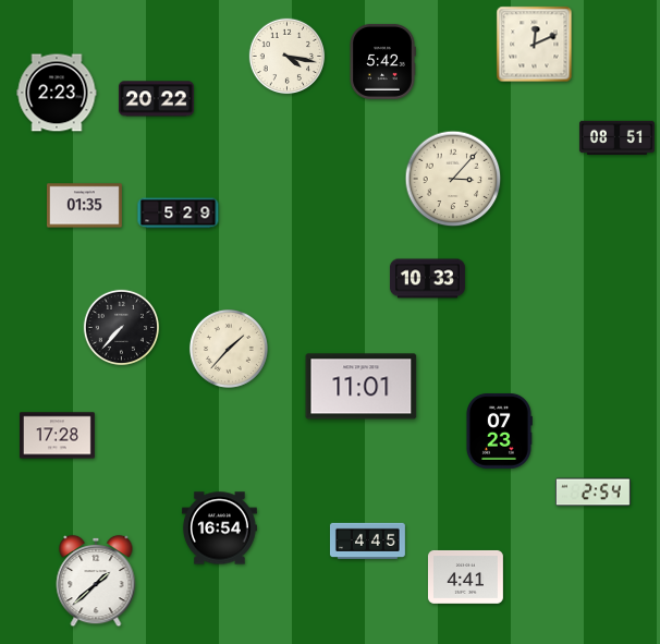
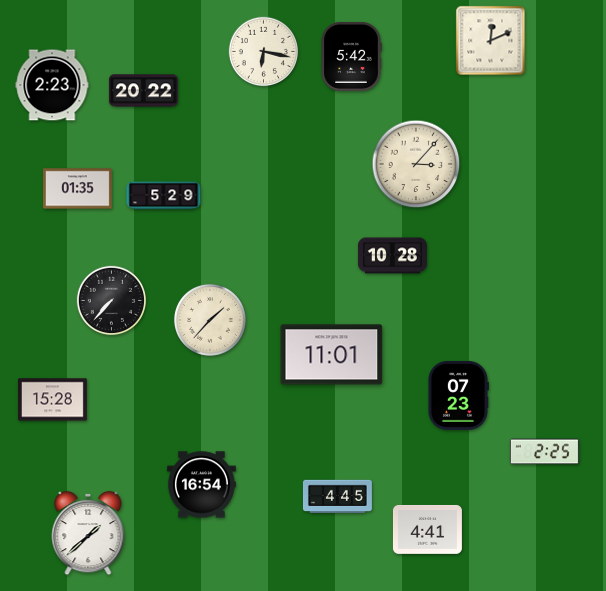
clock at (288, 57): 4:17 -> 6:17
clock at (616, 138): 08:51 -> none
clock at (427, 279): 10:33 -> 10:28
clock at (57, 436): 17:28 -> 15:28
clock at (592, 493): 2:54 -> 2:25
